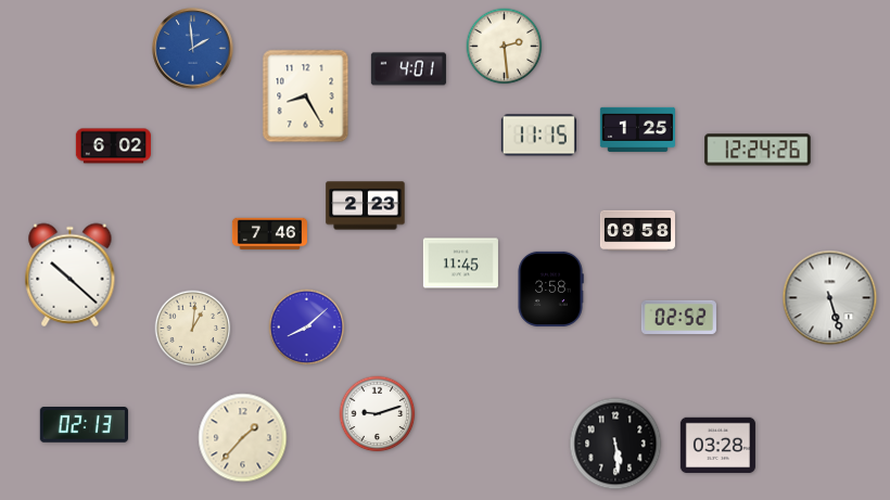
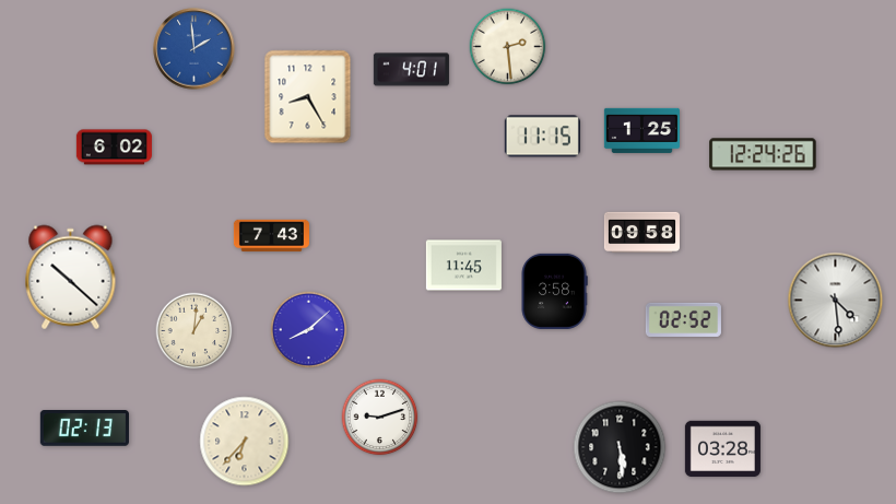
clock at (758, 150) position: (758, 150) -> (763, 154)
clock at (366, 206): 2:23 -> none
clock at (269, 234): 7:46 -> 7:43
clock at (830, 298): 5:27 -> 4:29
clock at (243, 438): 1:37 -> 6:37
